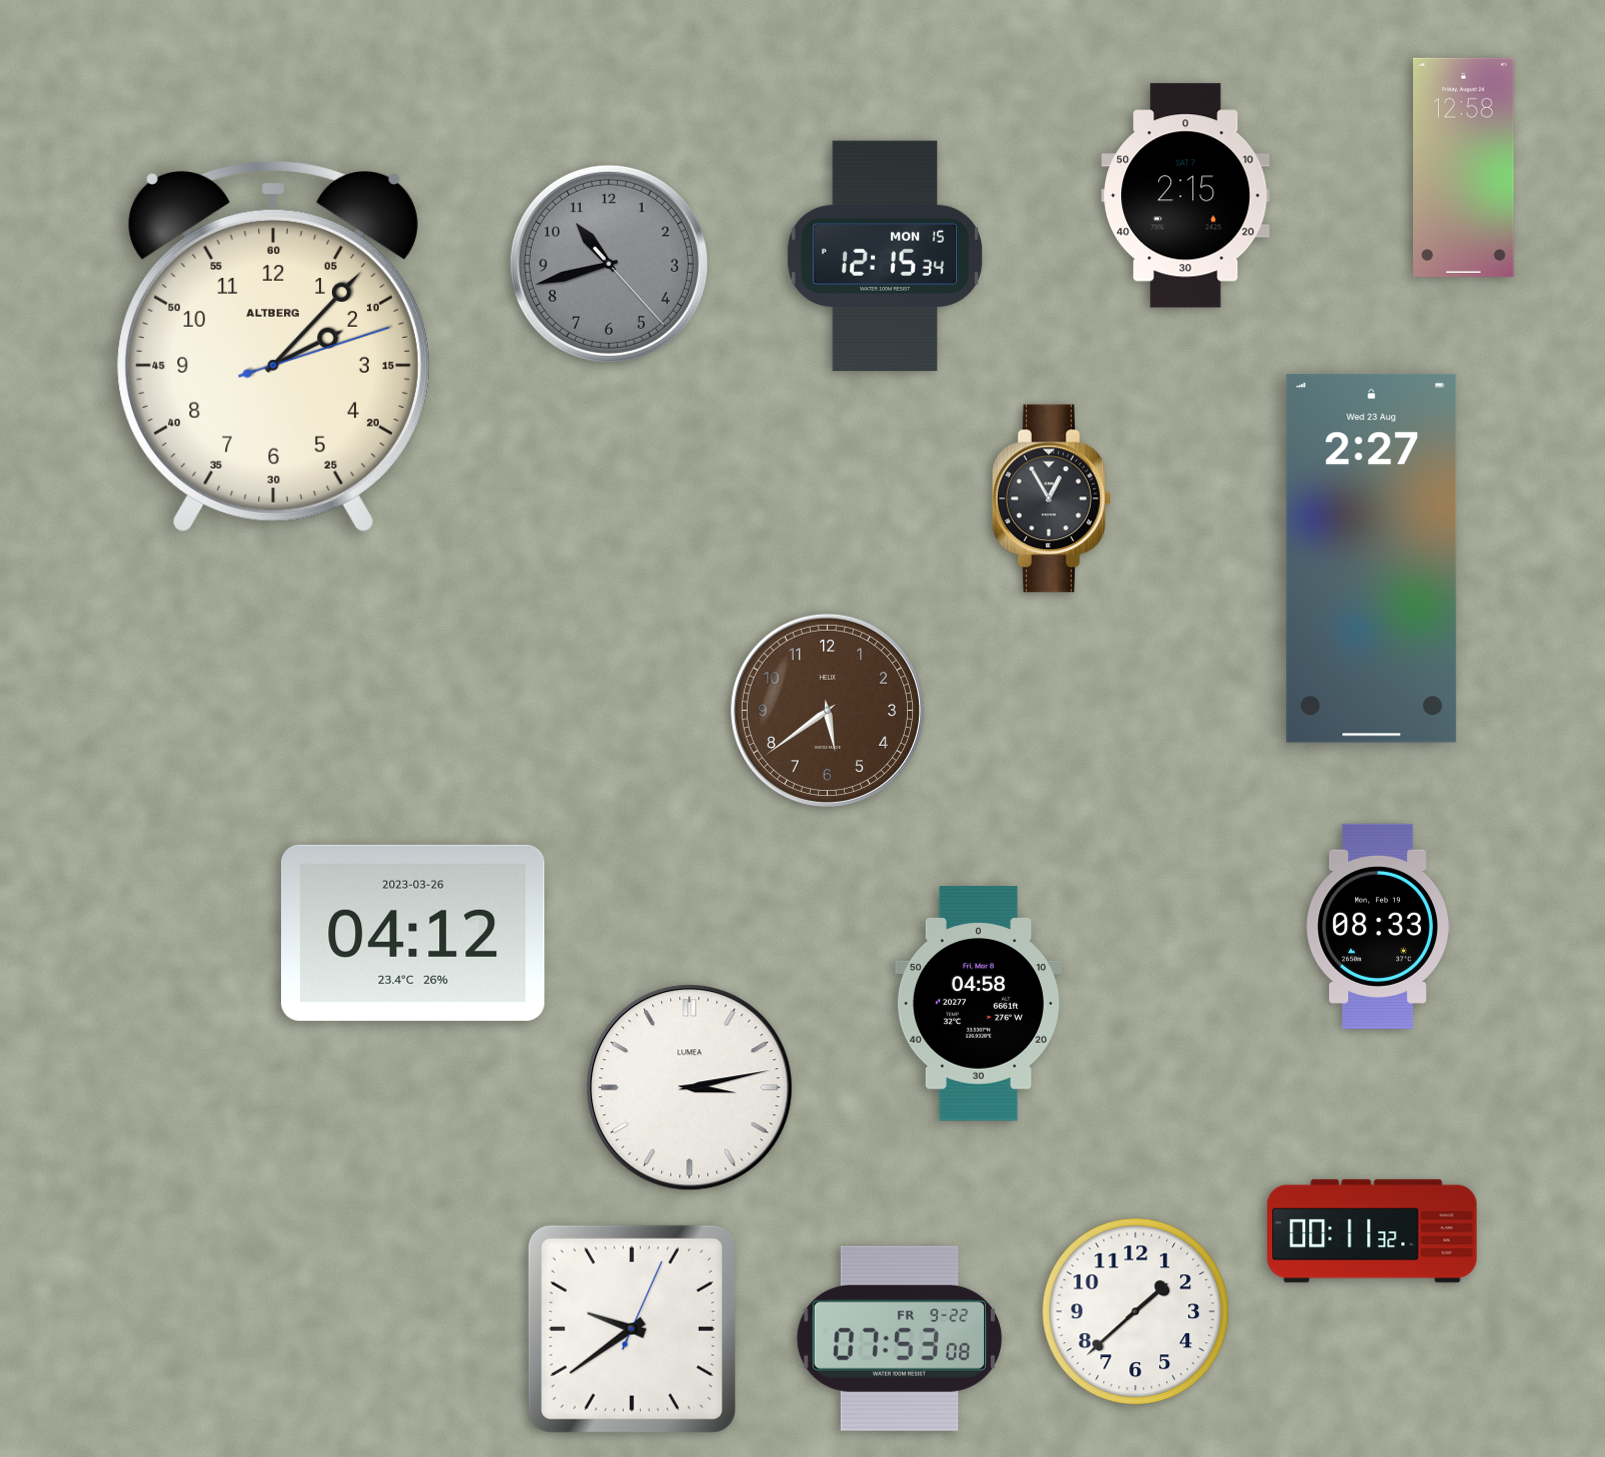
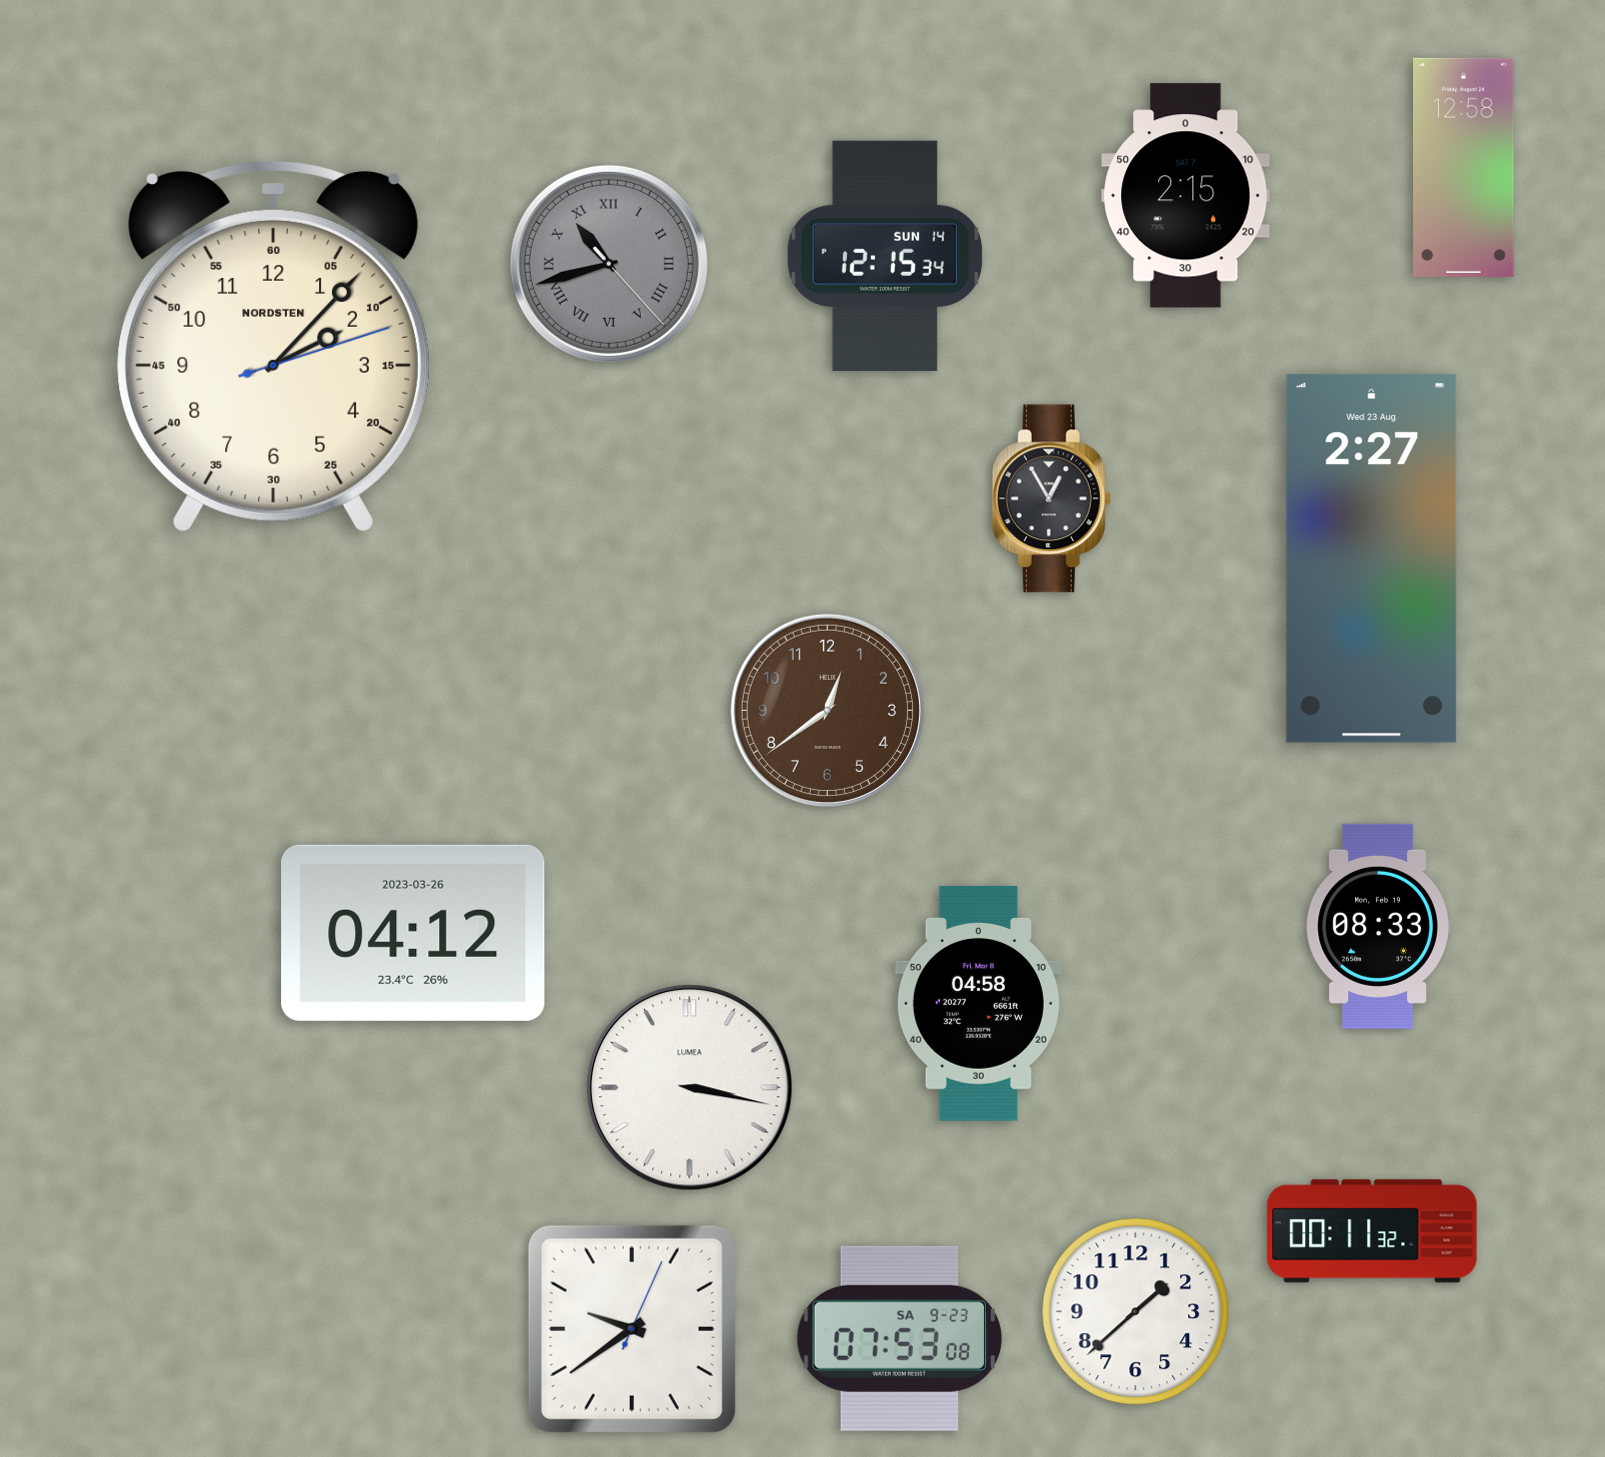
clock at (885, 256) date: MON 15 -> SUN 14
clock at (609, 264) numerals: Arabic -> Roman
clock at (273, 347) brand: ALTBERG -> NORDSTEN
clock at (827, 710): 5:39 -> 12:39
clock at (690, 1088): 3:13 -> 3:17
clock at (899, 1338) date: FR 9-22 -> SA 9-23
